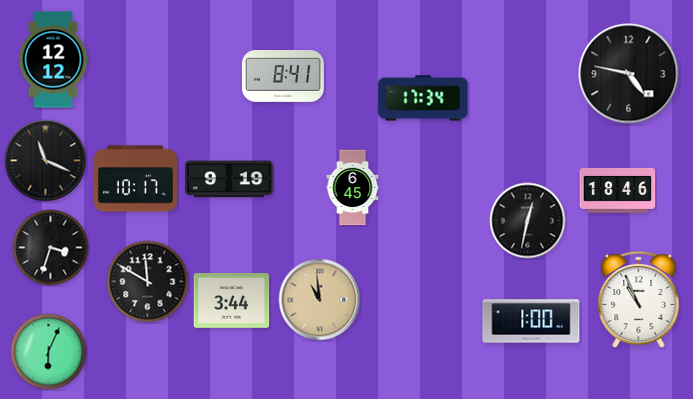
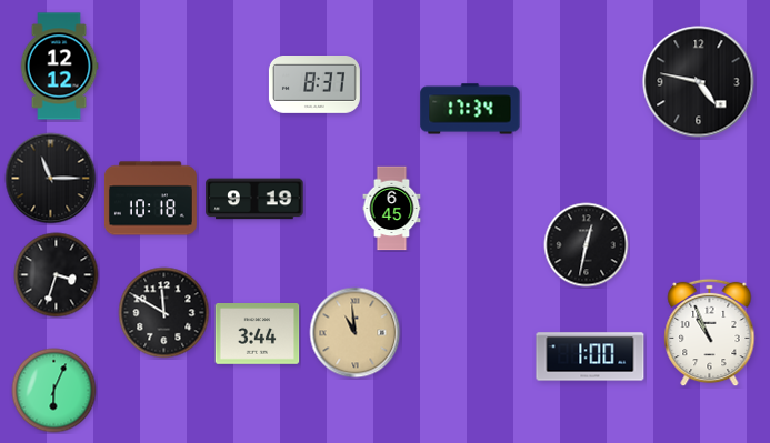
clock at (283, 77): 8:41 -> 8:37
clock at (46, 161): 11:19 -> 11:15
clock at (136, 179): 10:17 -> 10:18
clock at (618, 190): 18:46 -> none
